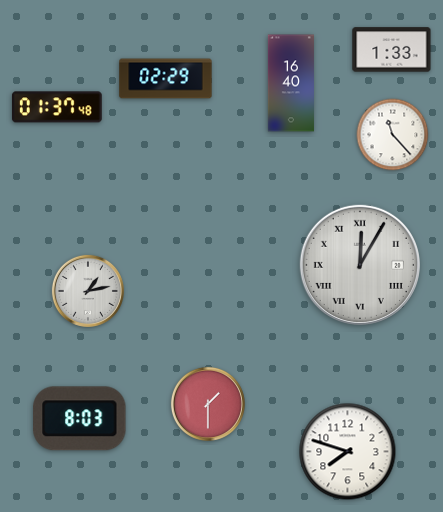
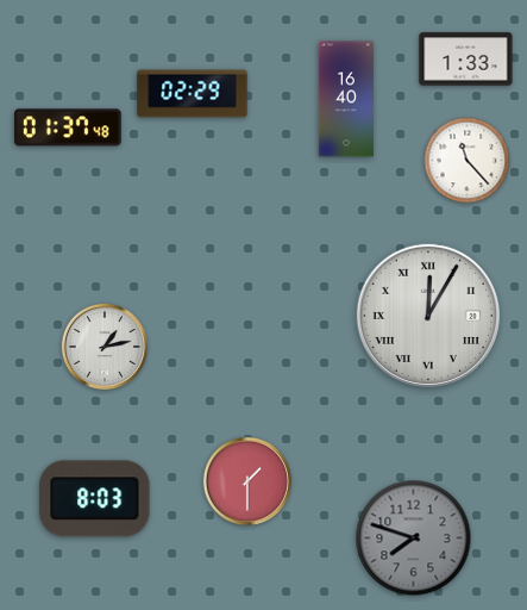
clock at (166, 79) position: (166, 79) -> (193, 94)
clock at (348, 452) dial: white -> grey
